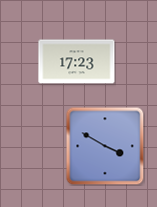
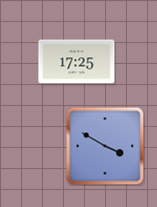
clock at (77, 62): 17:23 -> 17:25
